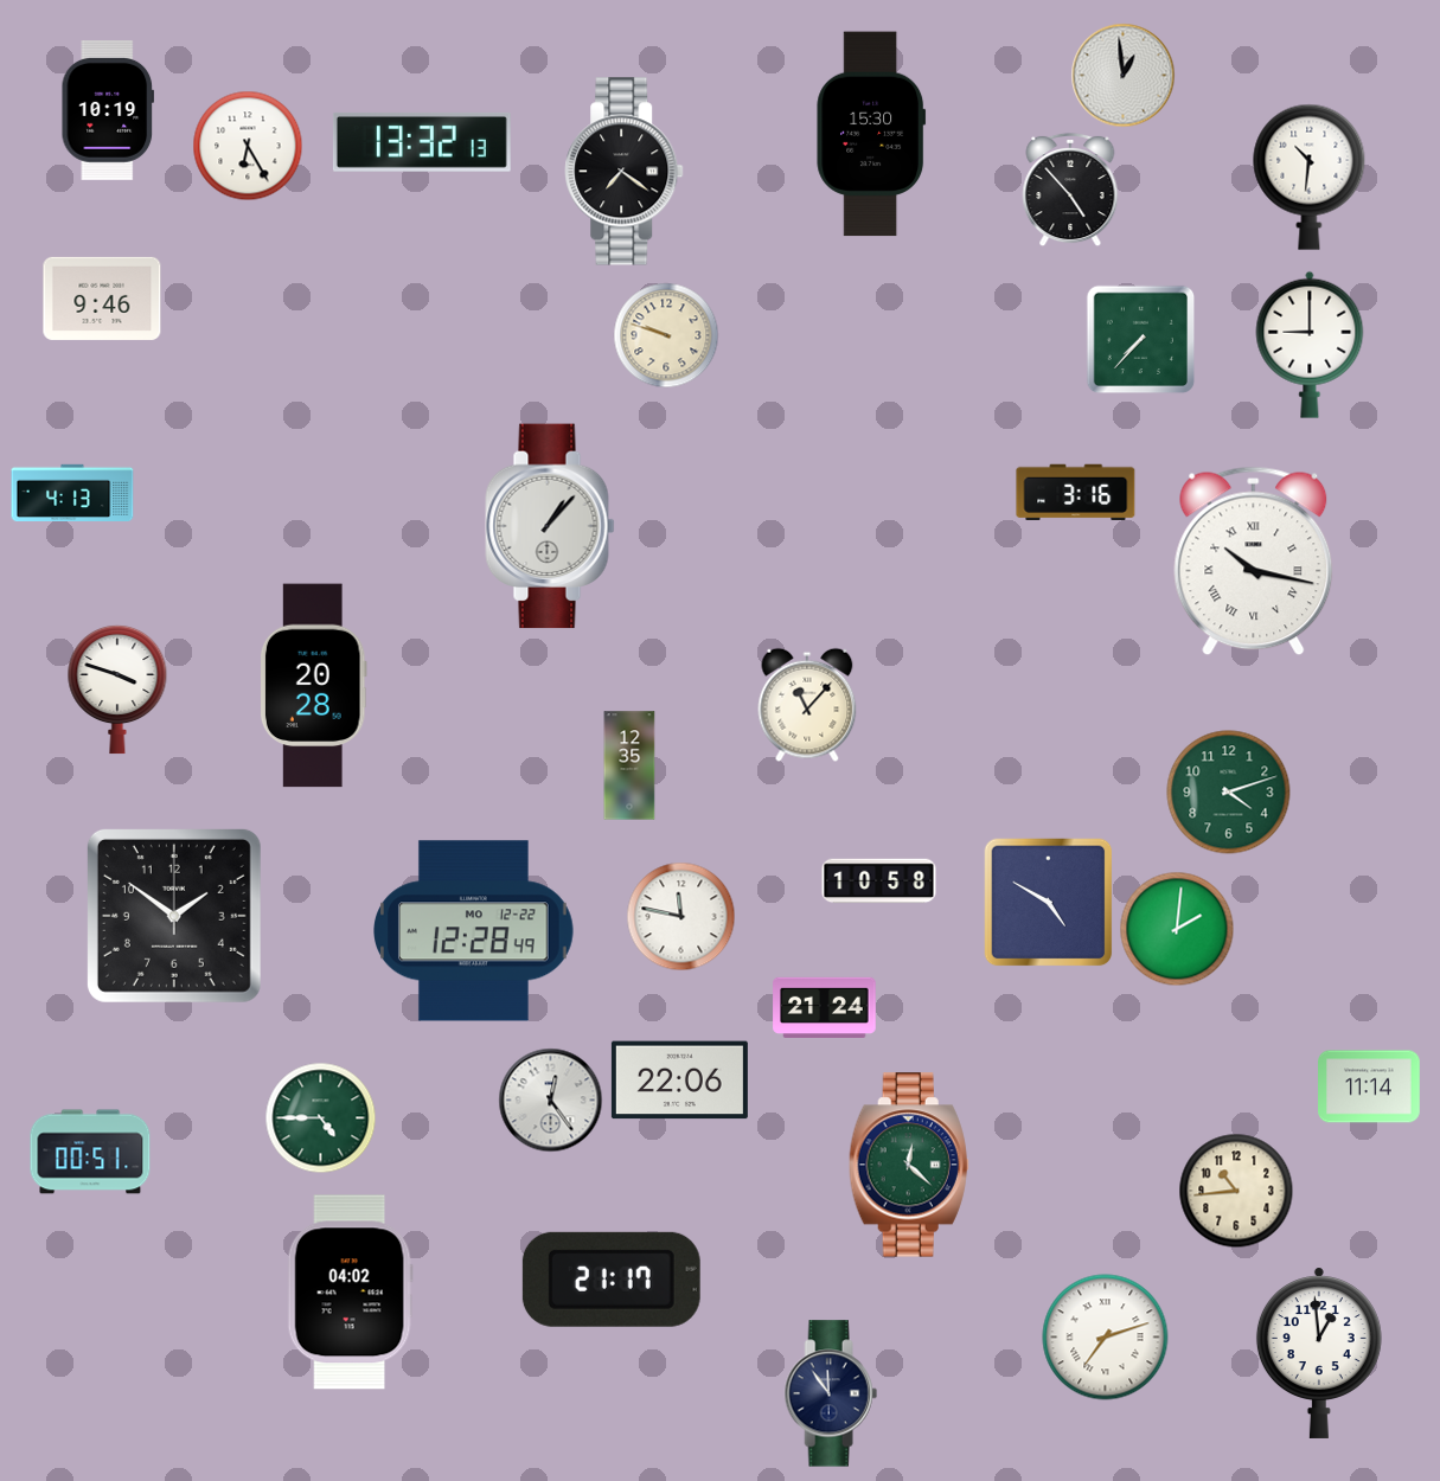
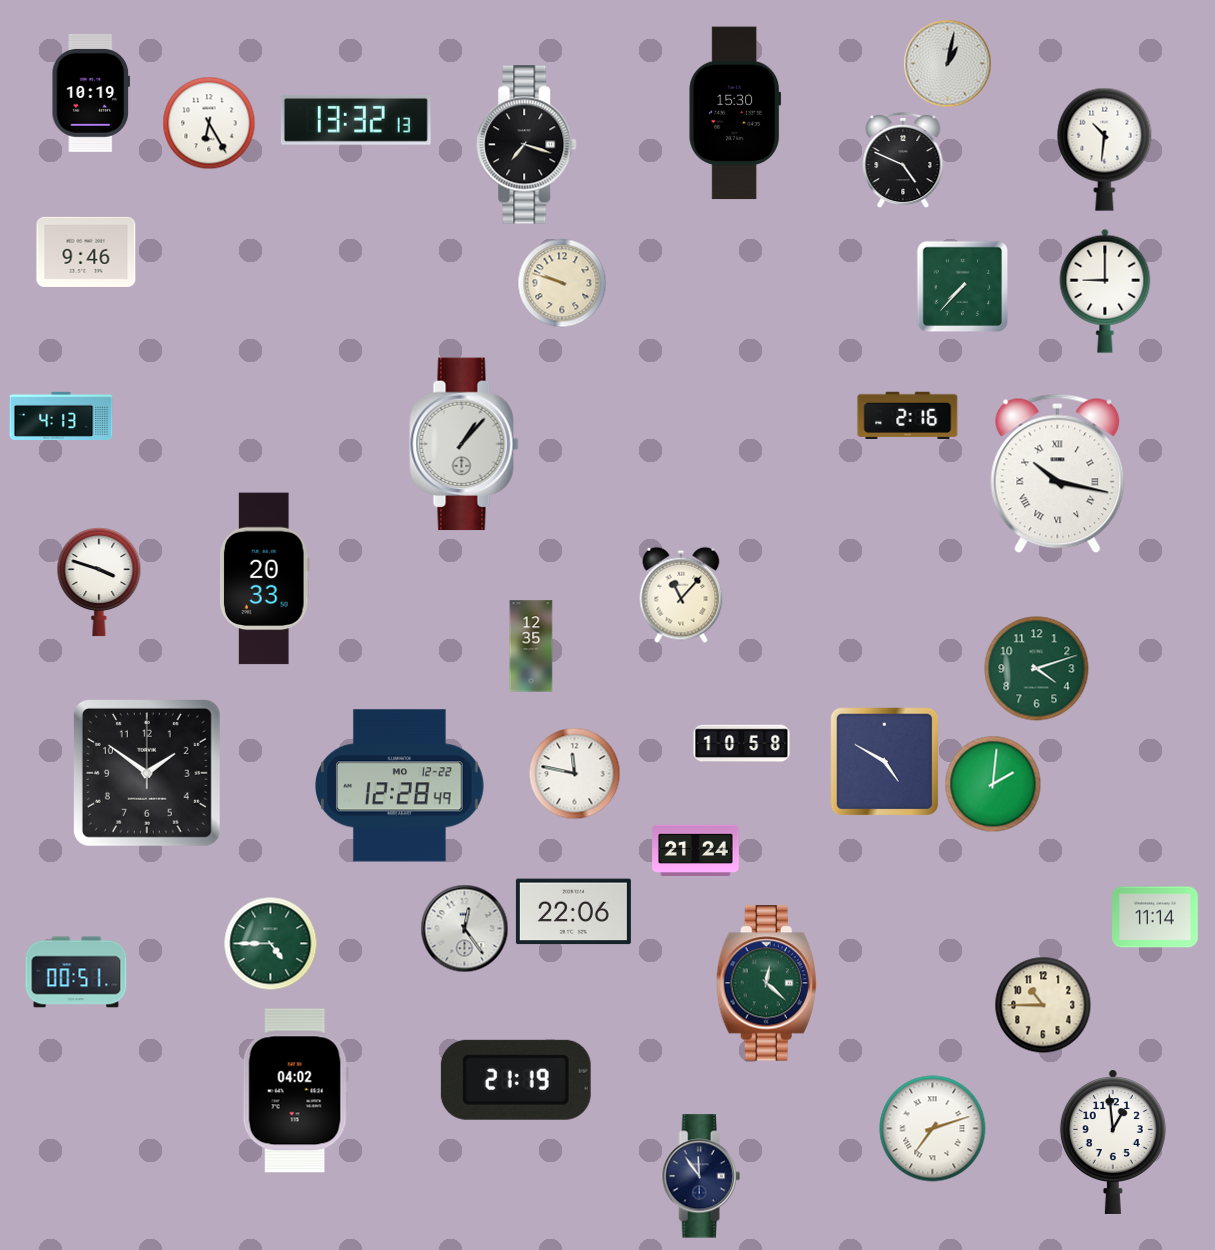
clock at (1124, 76): 12:59 -> 1:02
clock at (625, 172): 7:21 -> 7:18
clock at (1070, 190): 4:53 -> 4:49
clock at (1076, 492): 3:16 -> 2:16
clock at (313, 686): 20:28 -> 20:33
clock at (1236, 1191): 10:44 -> 10:45
clock at (612, 1280): 21:17 -> 21:19
